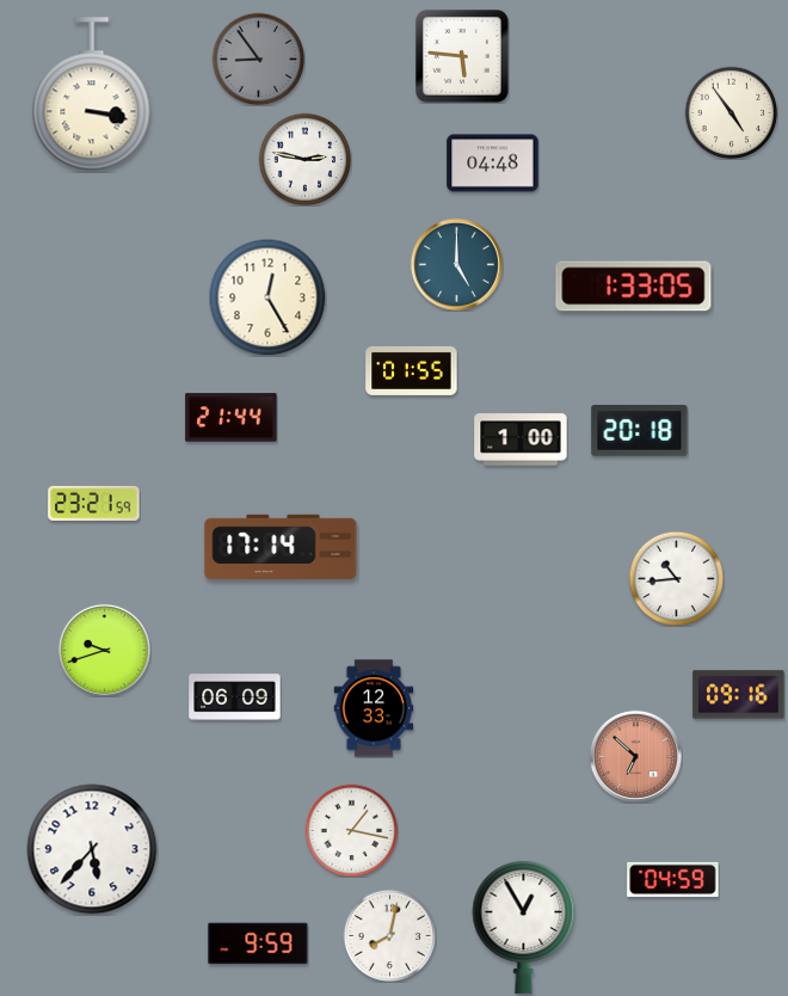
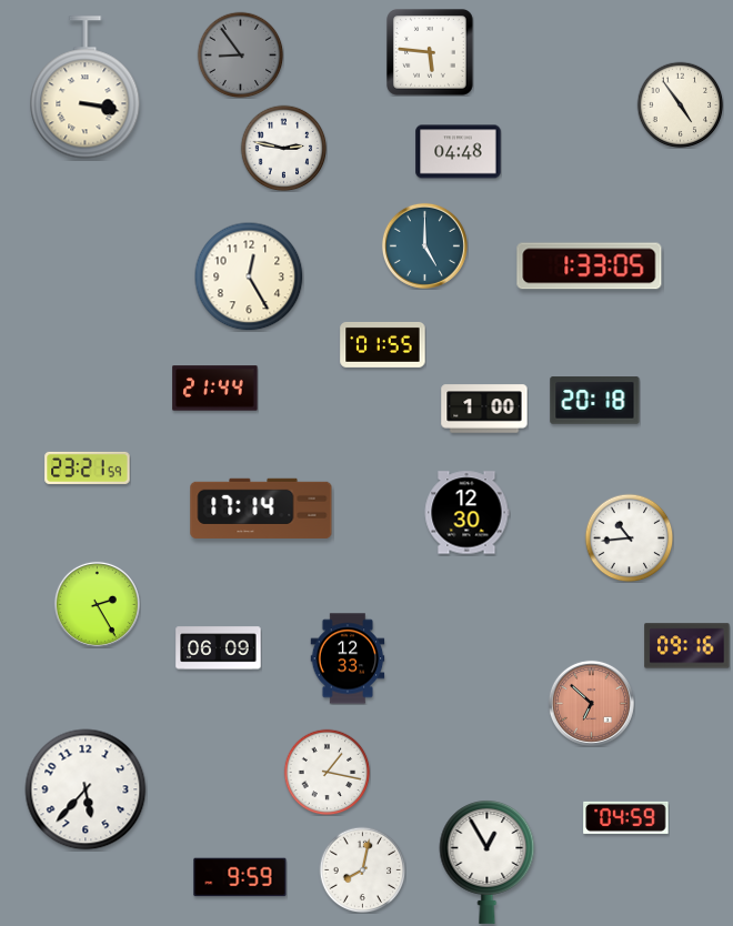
clock at (466, 513): none -> 12:30
clock at (104, 650): 9:42 -> 2:25
